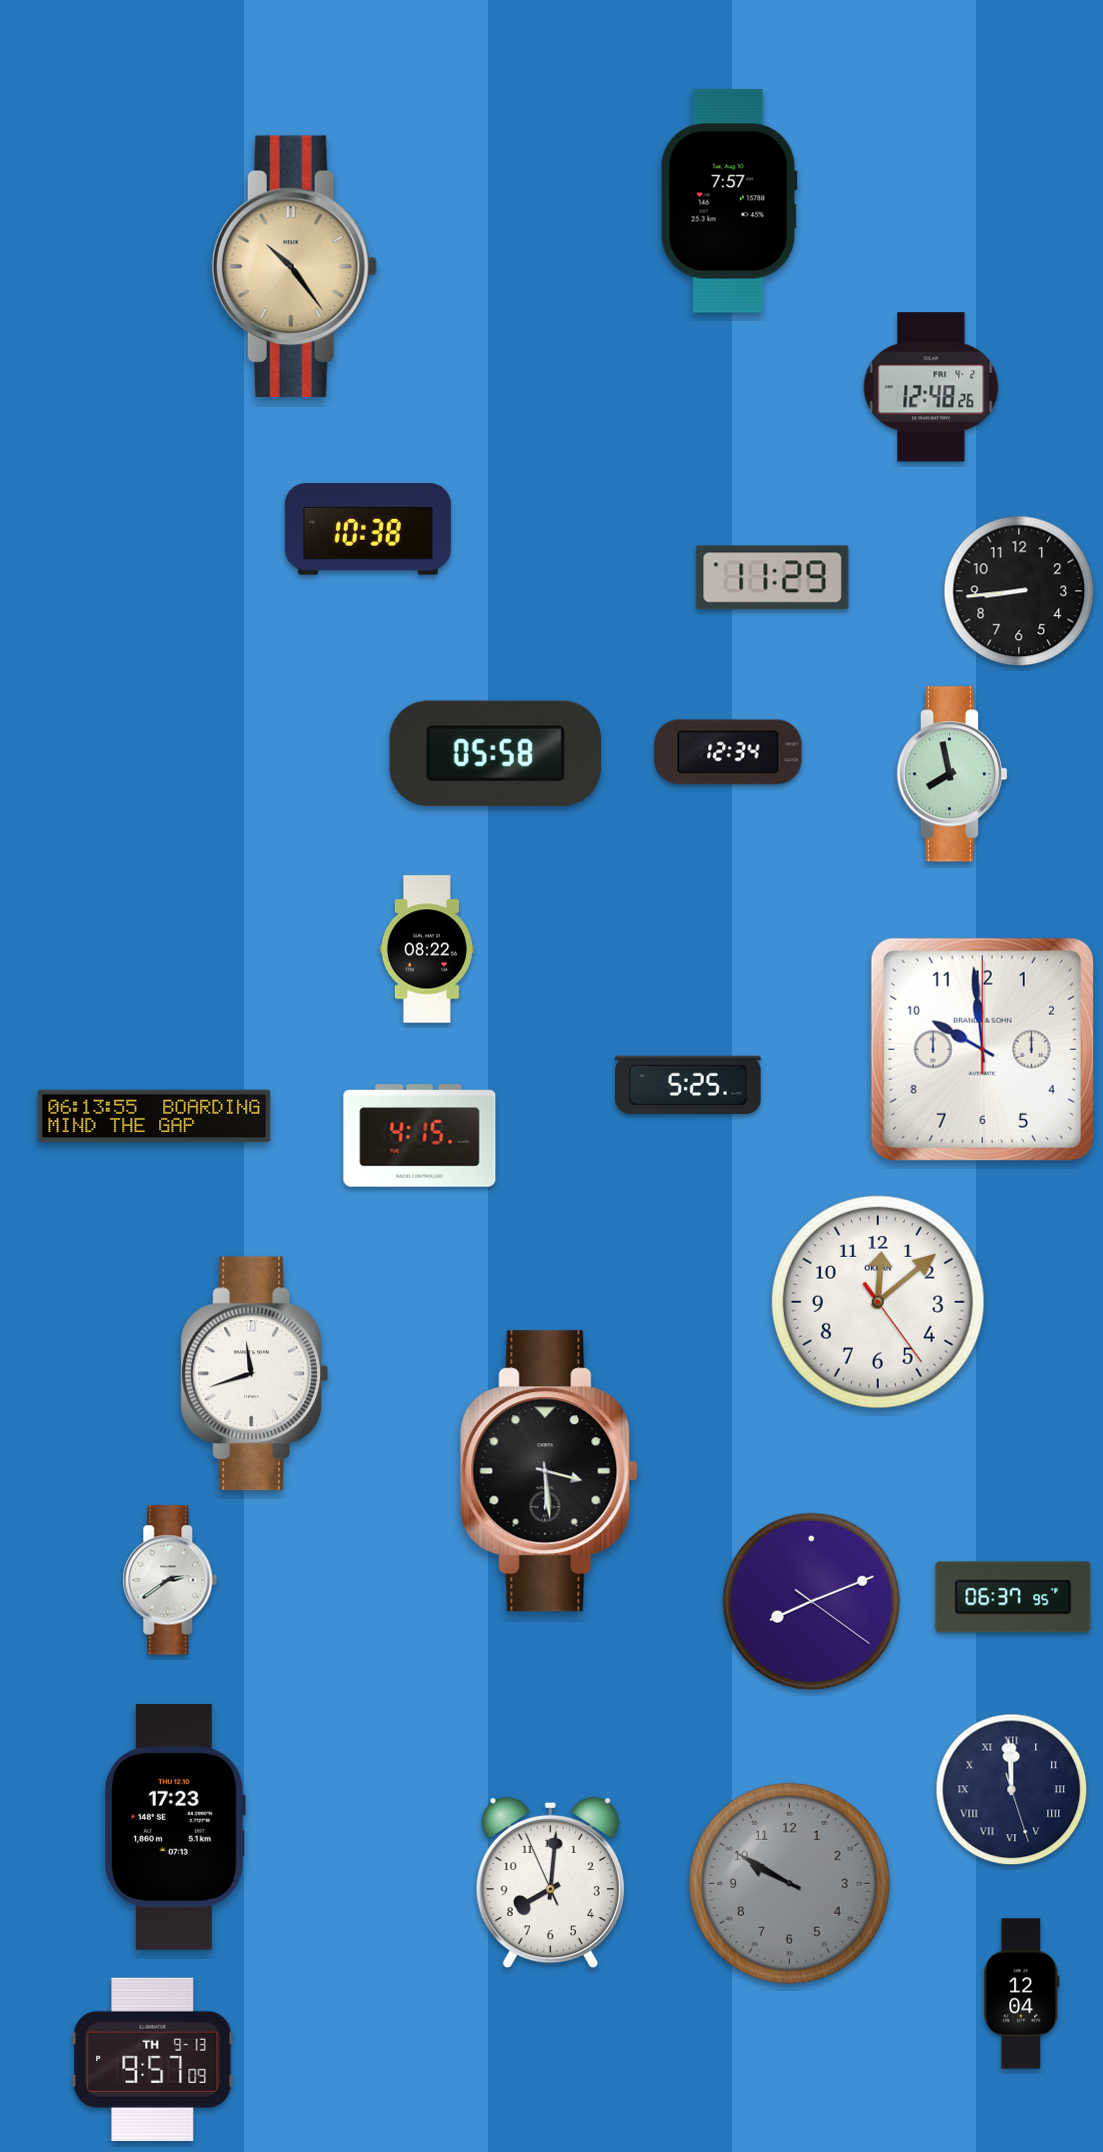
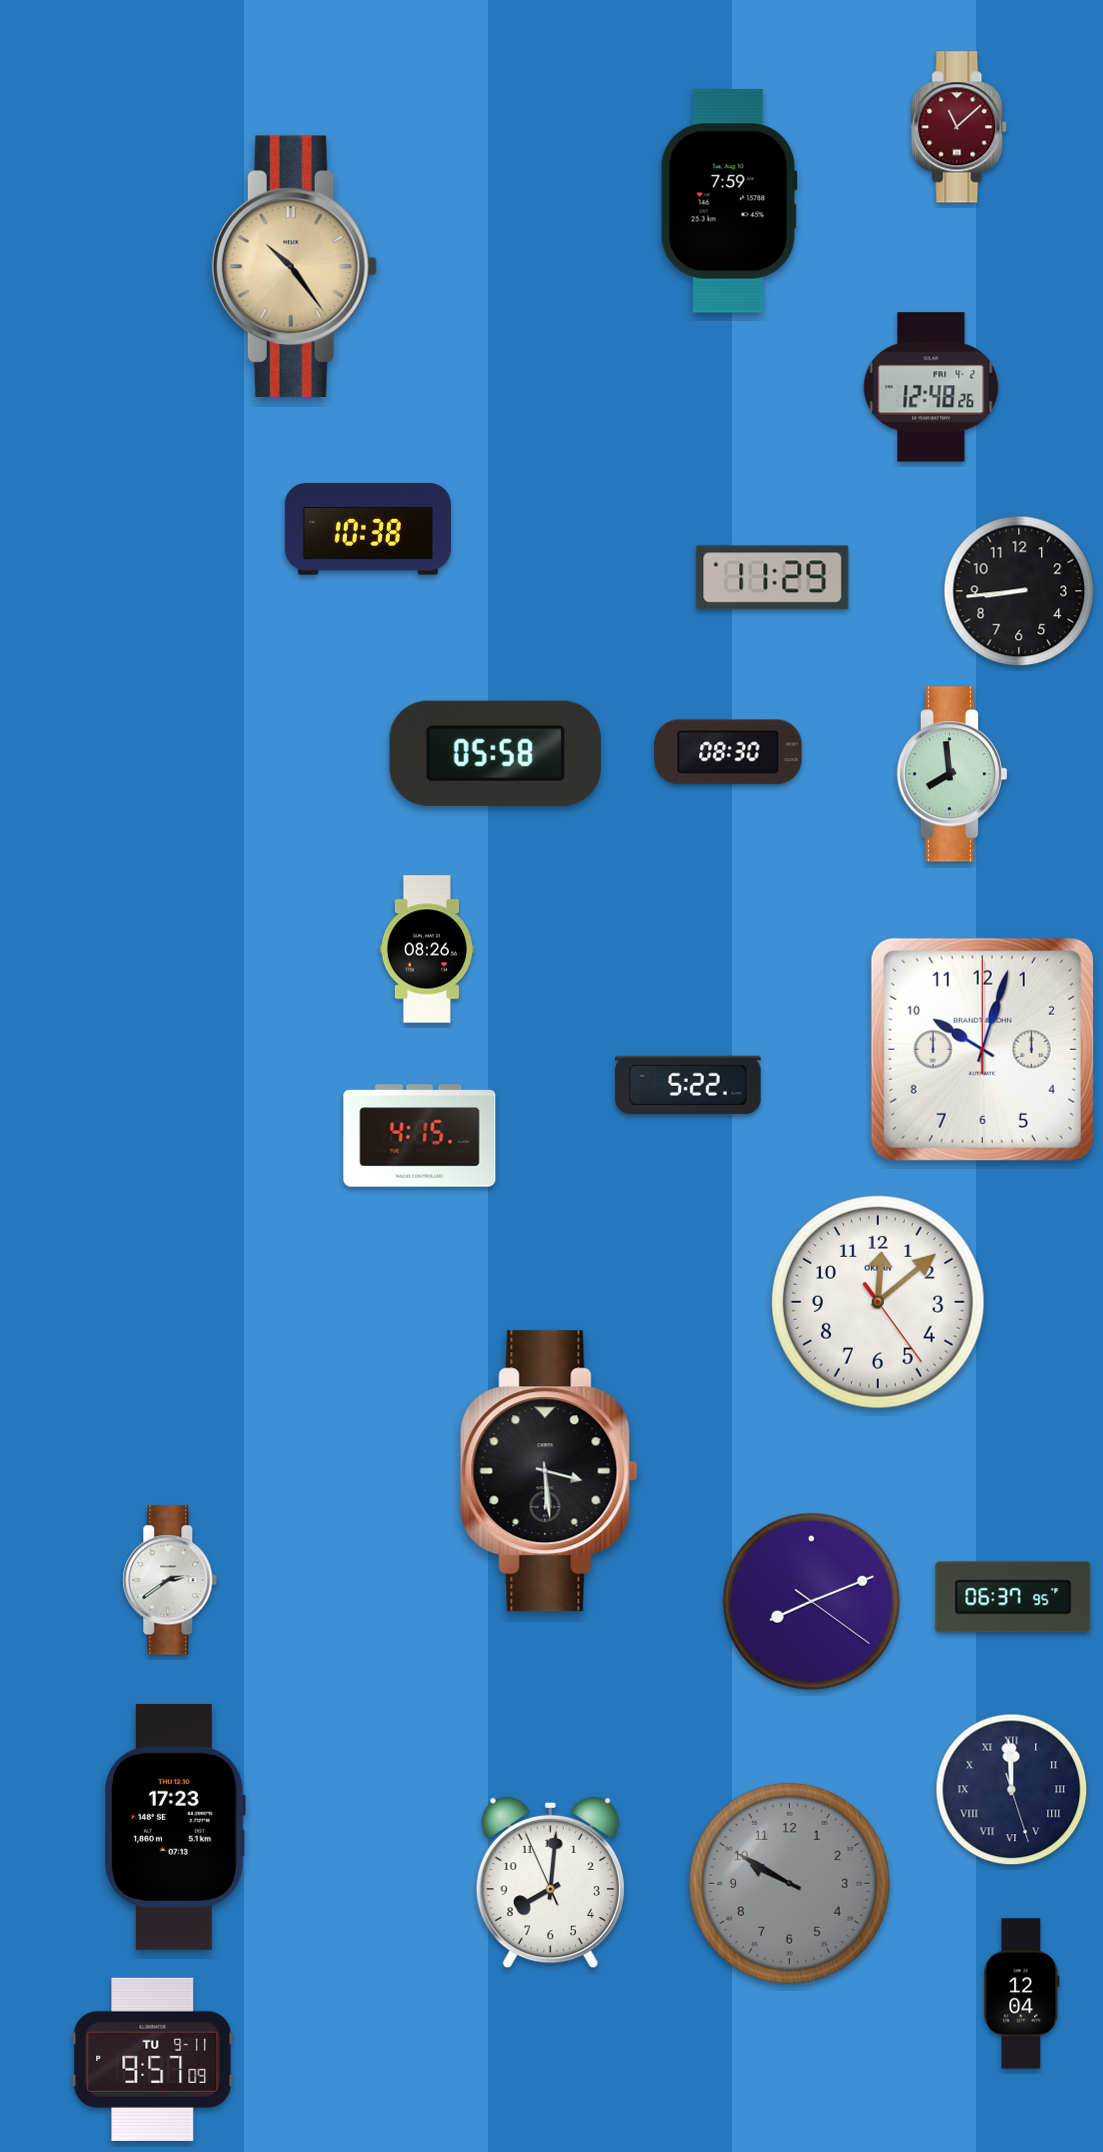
clock at (960, 127): none -> 11:08
clock at (729, 201): 7:57 -> 7:59
clock at (728, 752): 12:34 -> 08:30
clock at (952, 774): 7:58 -> 7:59
clock at (427, 949): 08:22 -> 08:26
clock at (982, 1049): 9:59 -> 10:03
clock at (688, 1085): 5:25 -> 5:22
clock at (154, 1116): 06:13 -> none
clock at (254, 1374): 11:42 -> none
clock at (153, 2059) date: TH 9-13 -> TU 9-11
